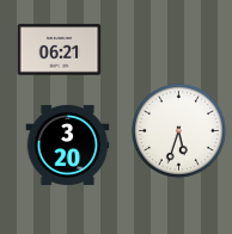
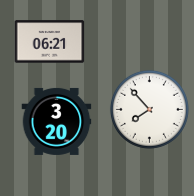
clock at (178, 130): 5:33 -> 7:53
